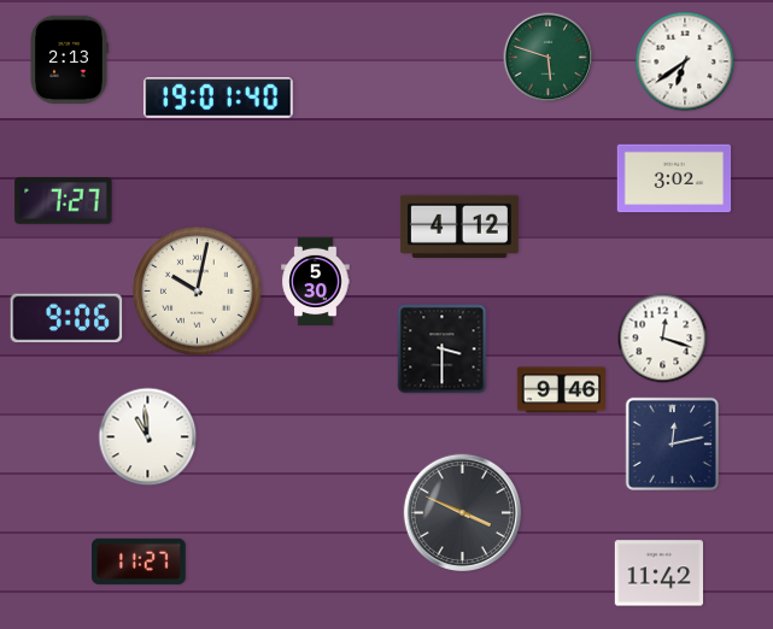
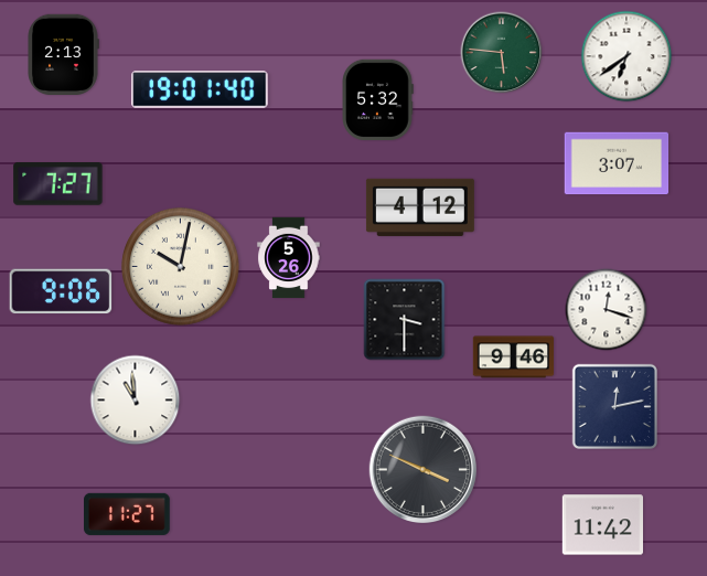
clock at (549, 58): 5:48 -> 5:46
clock at (378, 99): none -> 5:32
clock at (674, 178): 3:02 -> 3:07
clock at (316, 282): 5:30 -> 5:26
